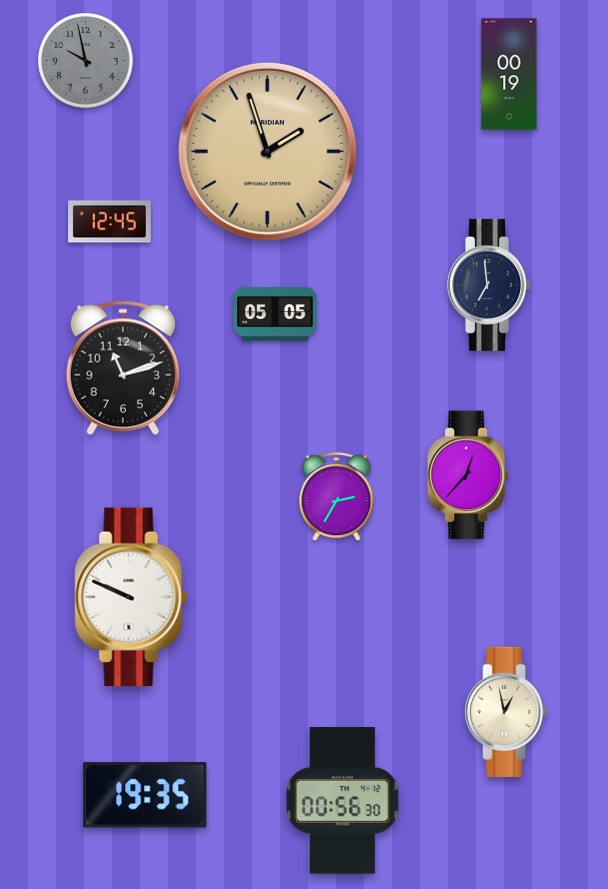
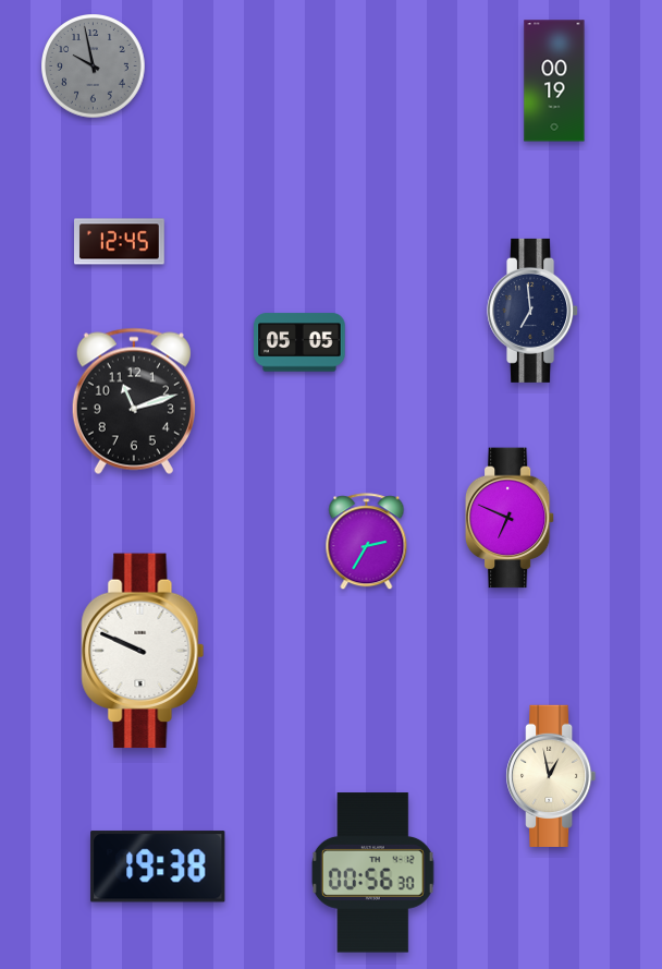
clock at (267, 151): 1:57 -> none
clock at (468, 475): 12:37 -> 6:49
clock at (145, 795): 19:35 -> 19:38
